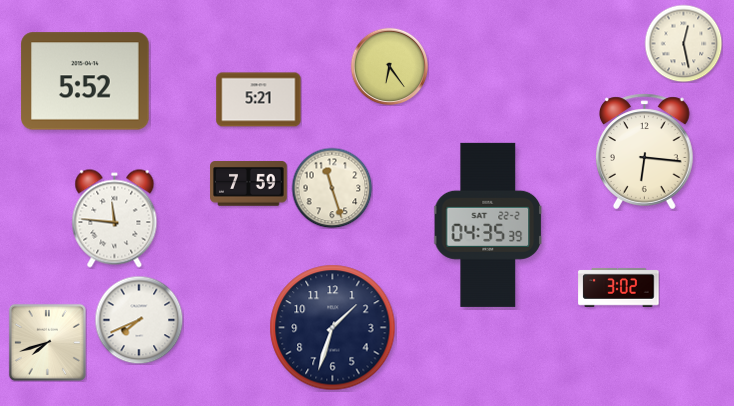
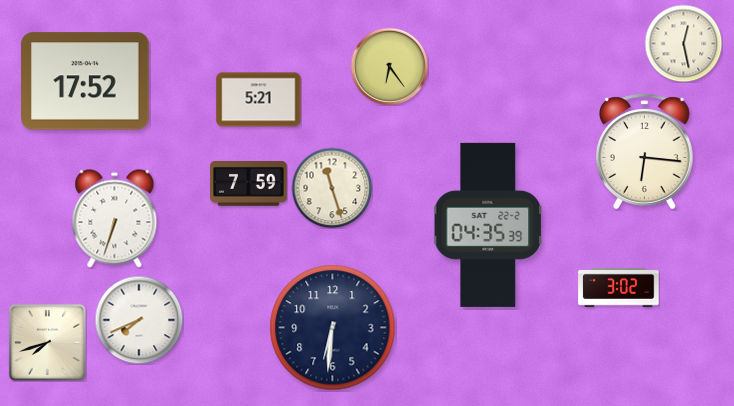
clock at (85, 81): 5:52 -> 17:52
clock at (115, 219): 11:46 -> 6:33
clock at (333, 328): 1:33 -> 6:31
